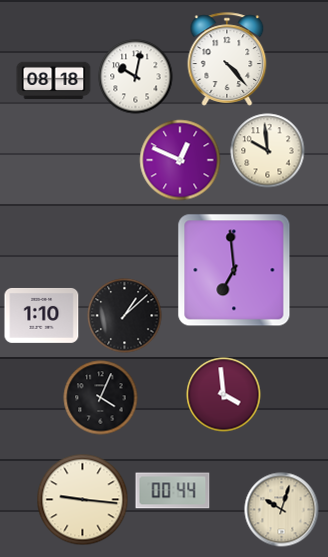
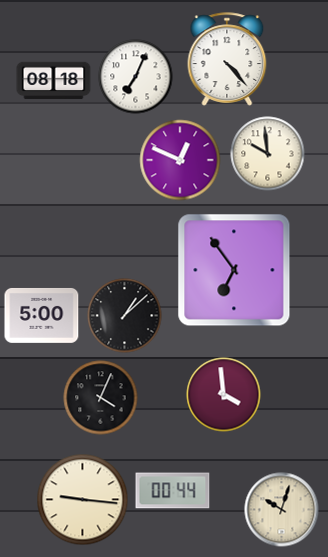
clock at (136, 77): 10:02 -> 7:04
clock at (268, 151) position: (268, 151) -> (268, 154)
clock at (234, 270): 6:59 -> 6:54
clock at (42, 315): 1:10 -> 5:00
